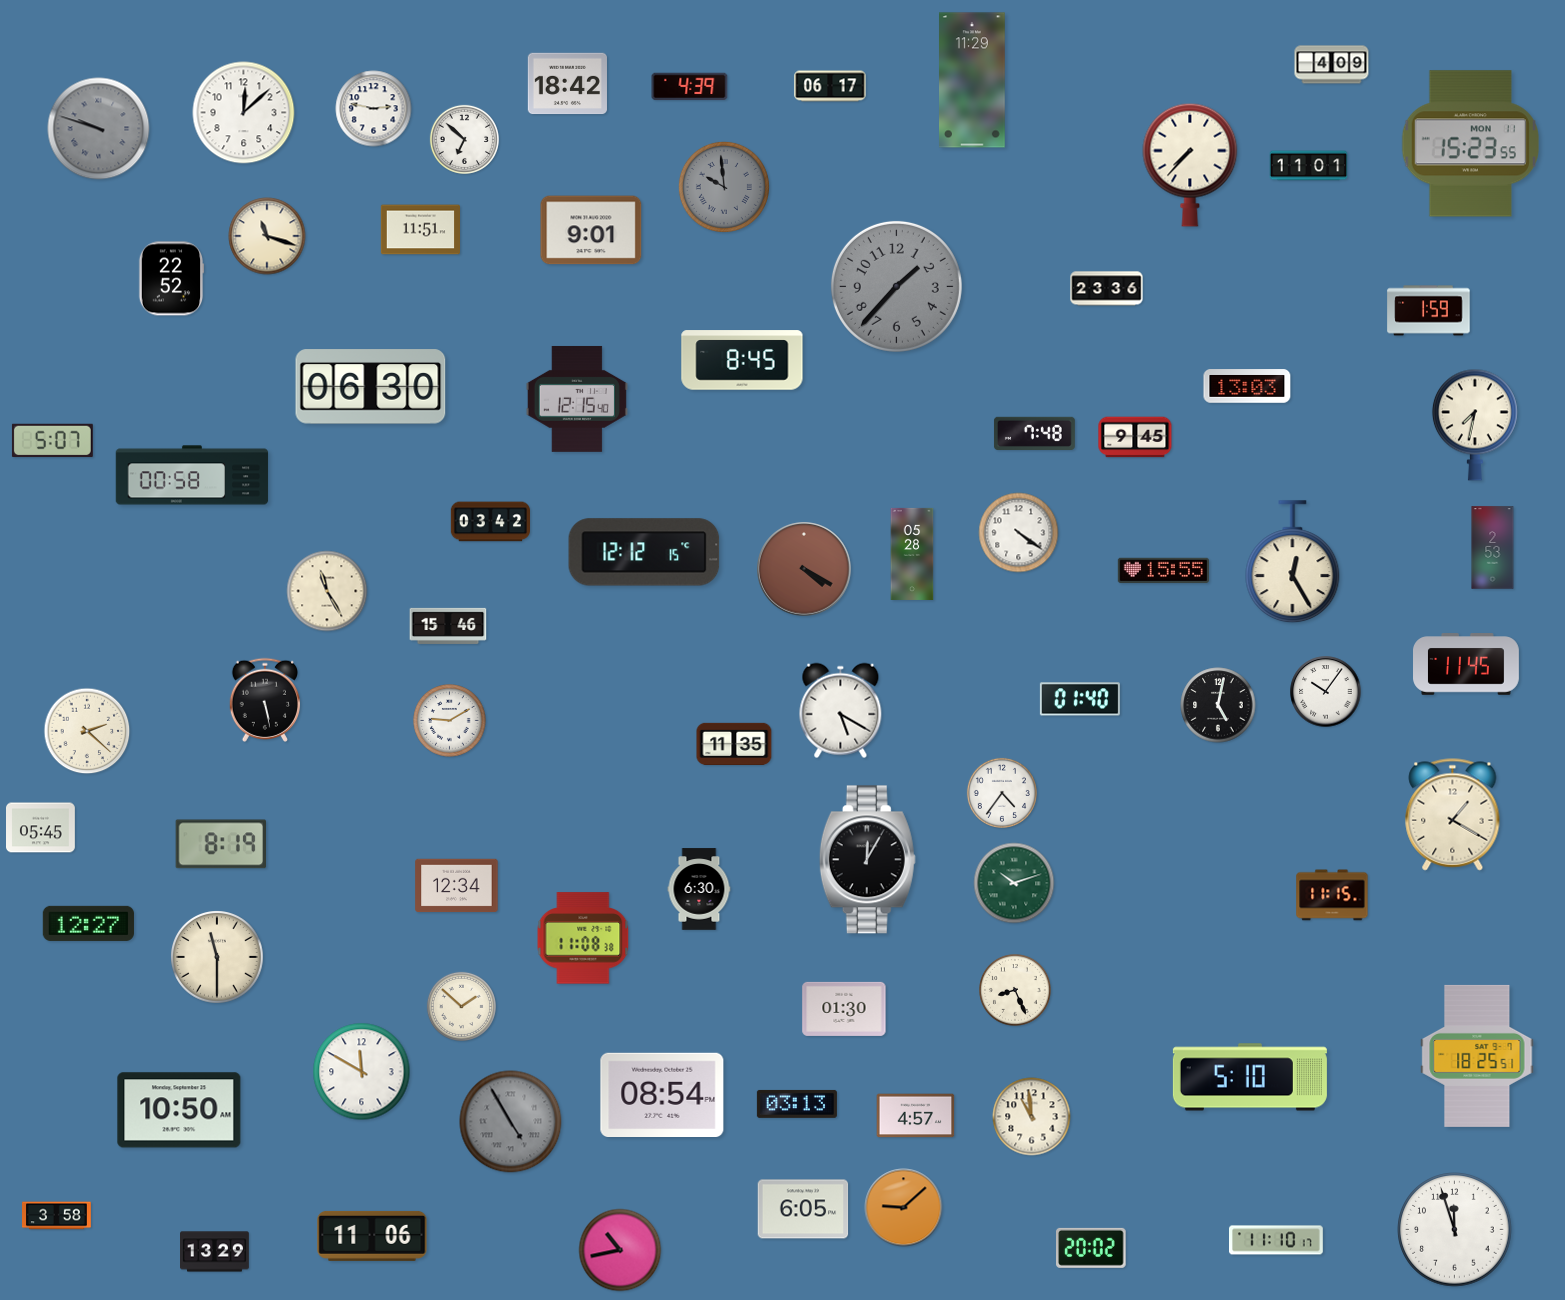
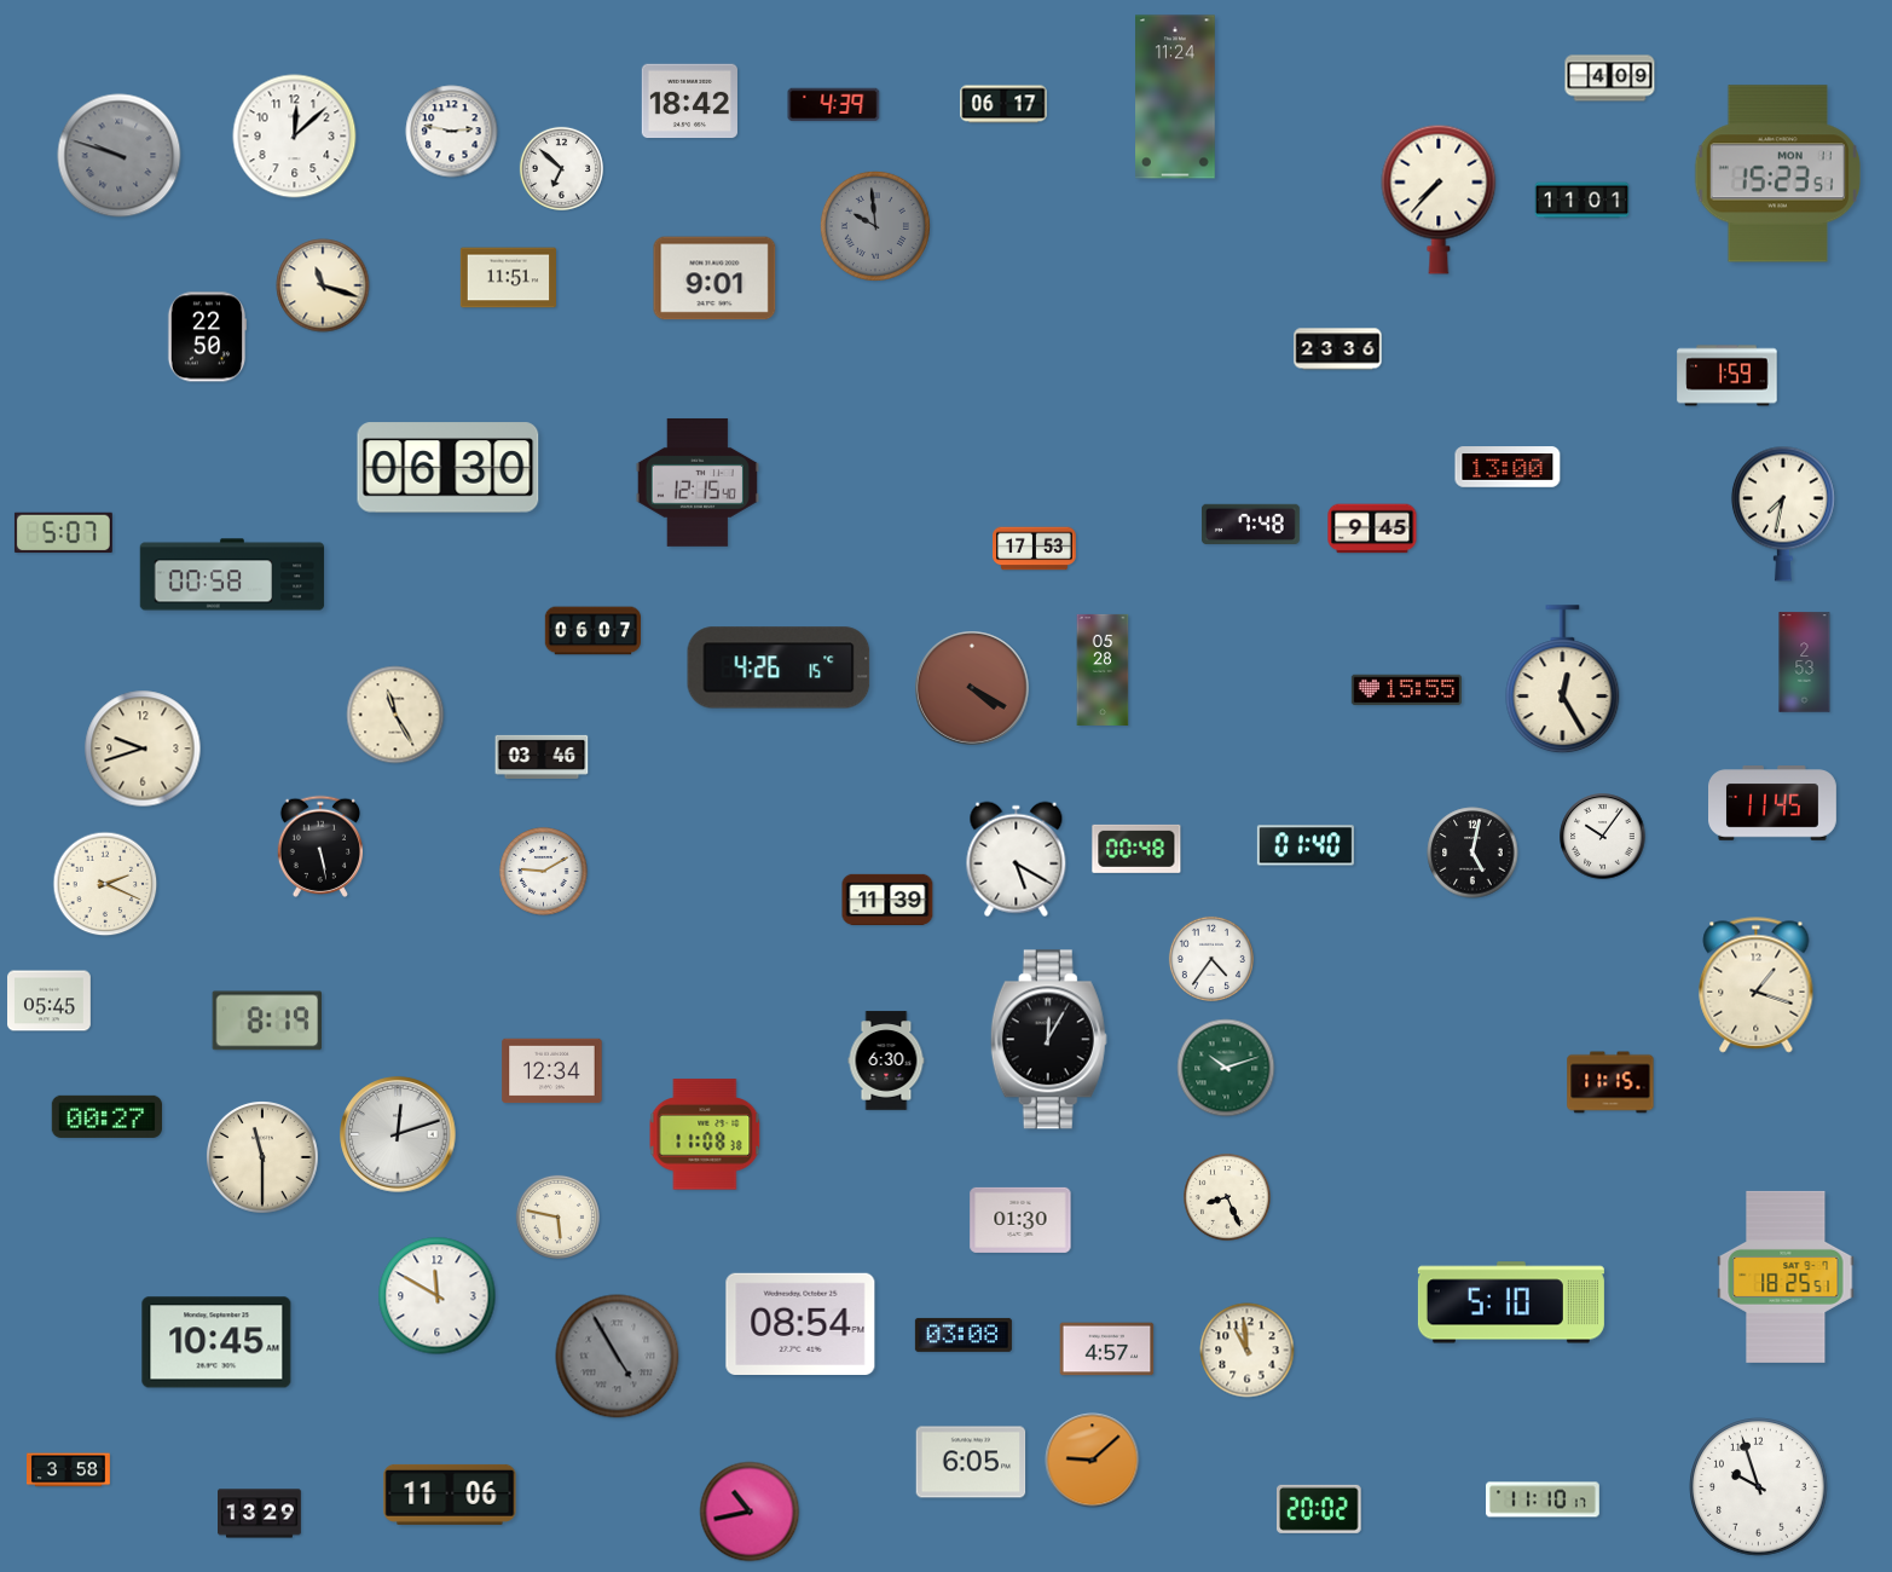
clock at (973, 80): 11:29 -> 11:24
clock at (567, 84) position: (567, 84) -> (689, 102)
clock at (1470, 144): 15:23:55 -> 15:23:51
clock at (171, 279): 22:52 -> 22:50
clock at (896, 286): 1:37 -> none
clock at (742, 360): 8:45 -> none
clock at (1247, 386): 13:03 -> 13:00
clock at (1035, 549): none -> 17:53
clock at (490, 522): 03:42 -> 06:07
clock at (1019, 533): 4:21 -> none
clock at (644, 552): 12:12 -> 4:26
clock at (143, 749): none -> 9:42
clock at (448, 626): 15:46 -> 03:46
clock at (1136, 849): none -> 00:48
clock at (87, 731): 2:22 -> 2:19
clock at (734, 743): 11:35 -> 11:39
clock at (1453, 815): 1:20 -> 1:18
clock at (699, 889) position: (699, 889) -> (886, 1060)
clock at (88, 923): 12:27 -> 00:27
clock at (398, 1134): none -> 12:12
clock at (461, 1006): 1:52 -> 5:47
clock at (797, 1104): 03:13 -> 03:08
clock at (179, 1110): 10:50 -> 10:45
clock at (1455, 1230): 11:57 -> 9:57
